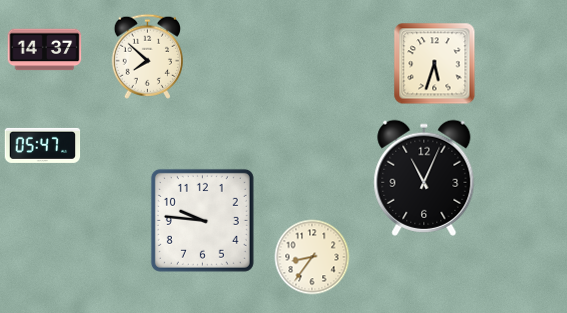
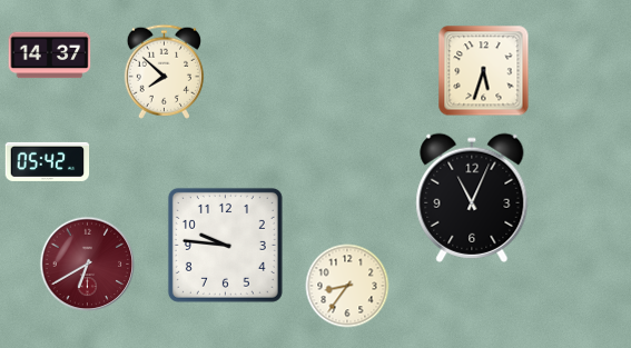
clock at (147, 56) position: (147, 56) -> (164, 71)
clock at (43, 145): 05:47 -> 05:42
clock at (88, 265): none -> 6:40
